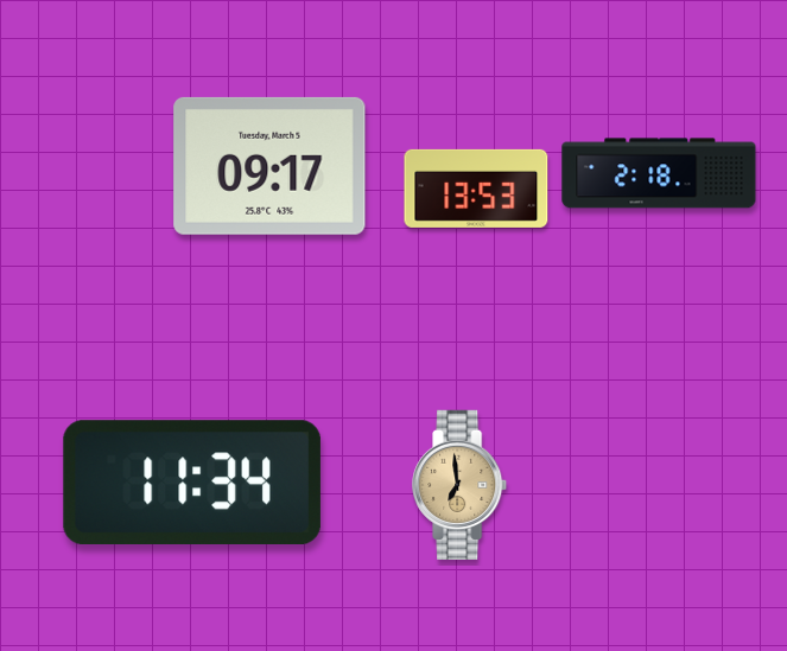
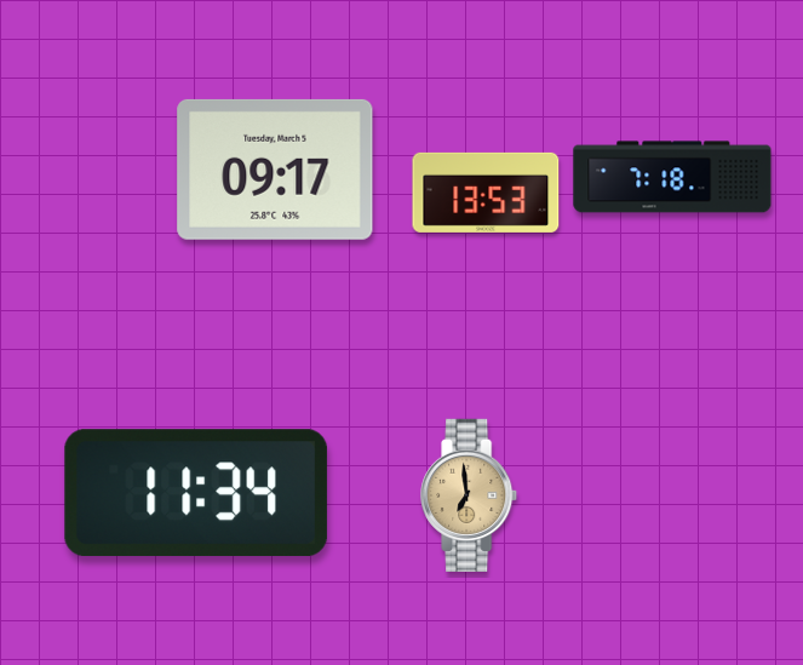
clock at (659, 173): 2:18 -> 7:18
